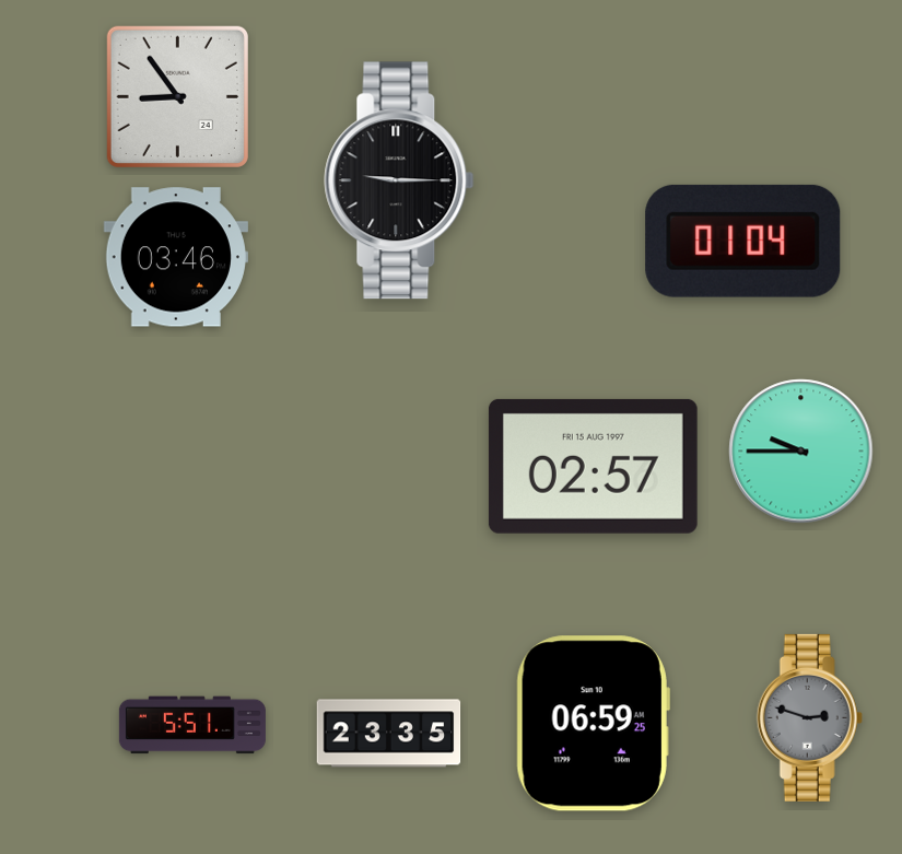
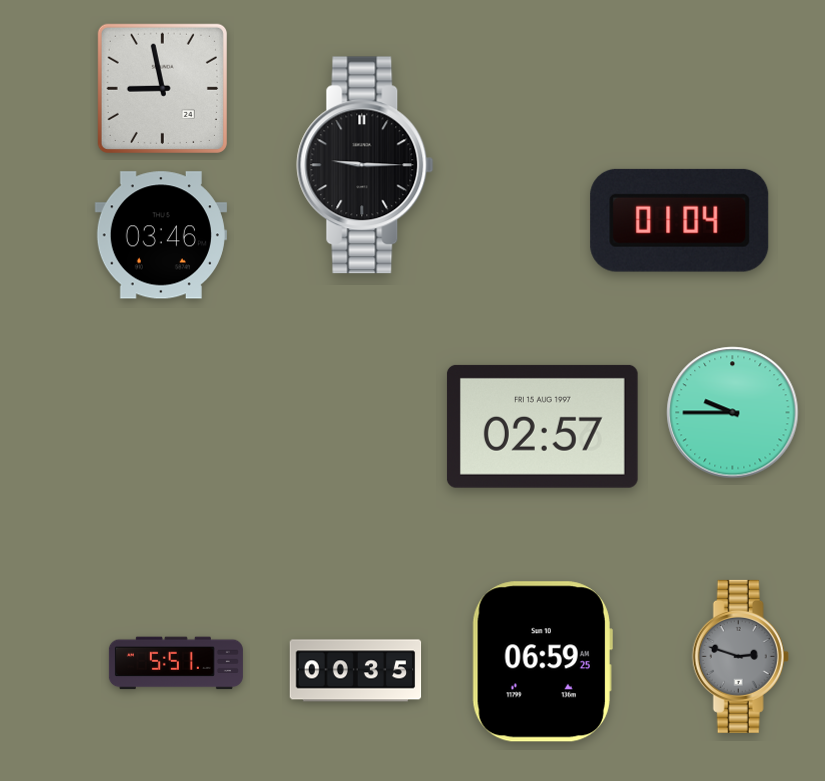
clock at (177, 96): 8:54 -> 8:58
clock at (389, 734): 23:35 -> 00:35
